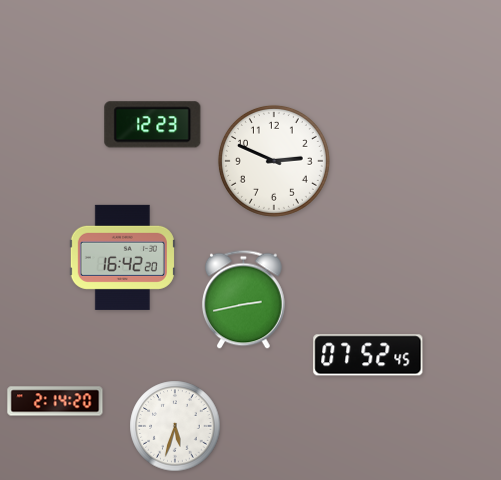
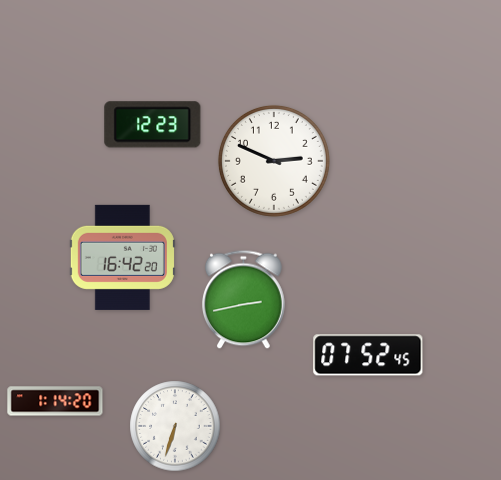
clock at (55, 401): 2:14 -> 1:14
clock at (175, 426): 5:33 -> 6:33
